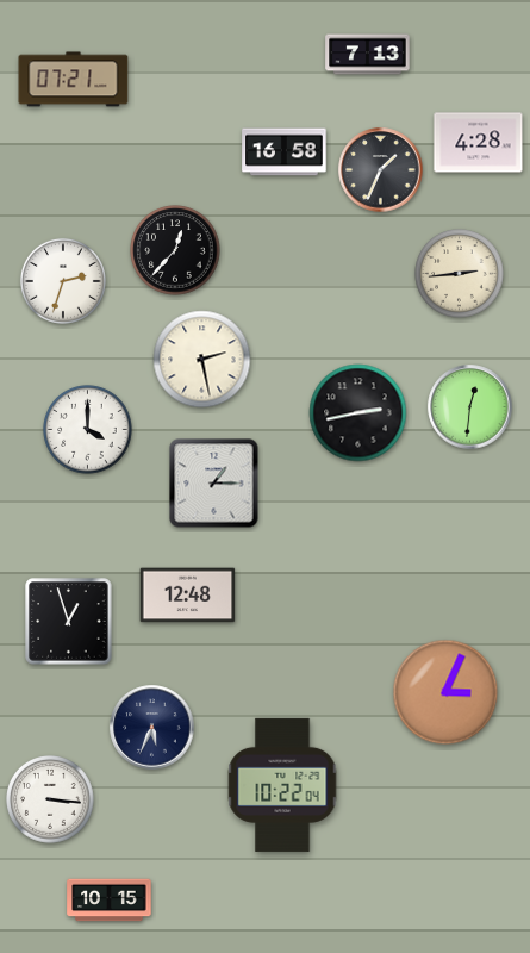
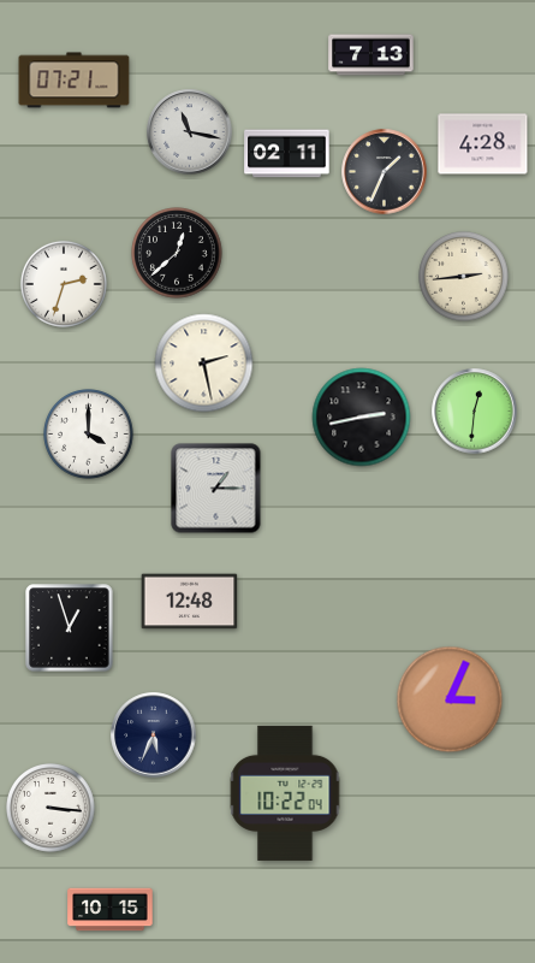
clock at (190, 132): none -> 11:17
clock at (285, 152): 16:58 -> 02:11
clock at (175, 250): 12:37 -> 12:38
